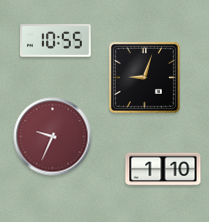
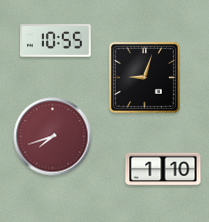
clock at (53, 137): 9:34 -> 7:42
